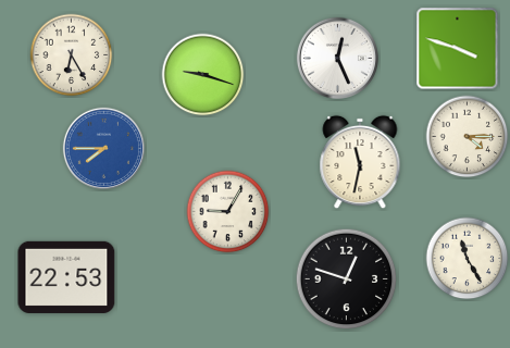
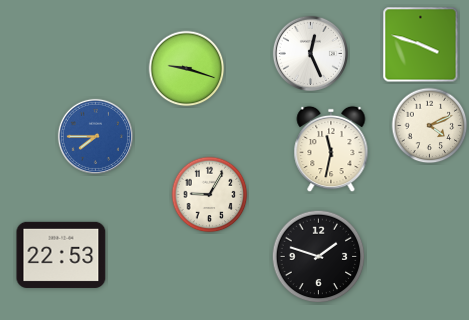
clock at (72, 55): 6:25 -> none
clock at (468, 137): 4:15 -> 4:11
clock at (468, 259): 11:25 -> none
clock at (347, 279): 12:48 -> 1:48
